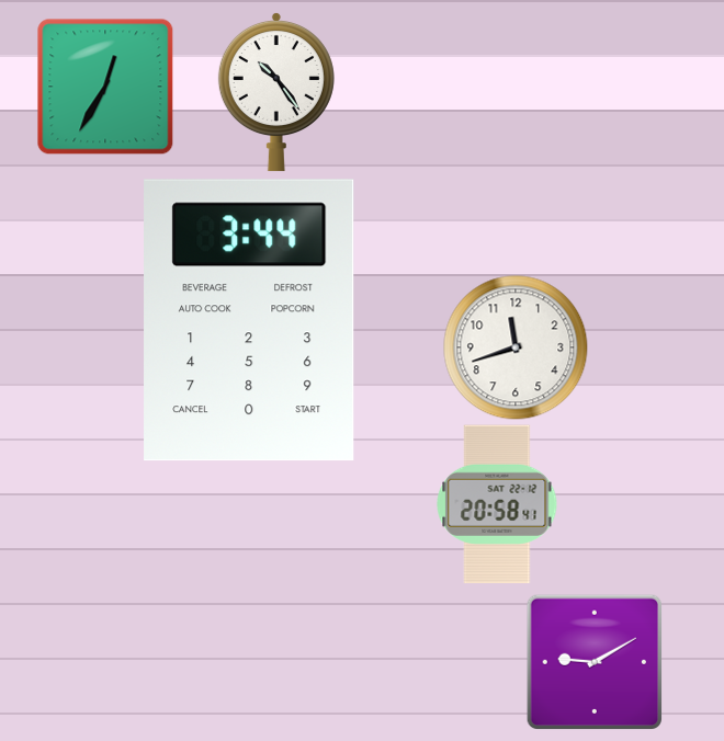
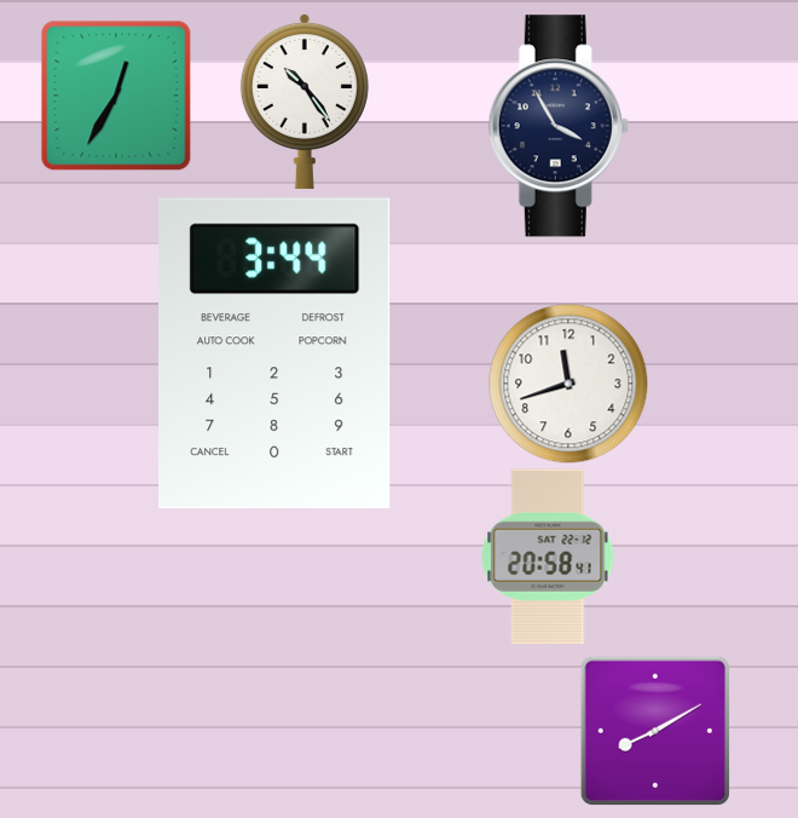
clock at (559, 126): none -> 3:55
clock at (593, 661): 9:10 -> 8:10
